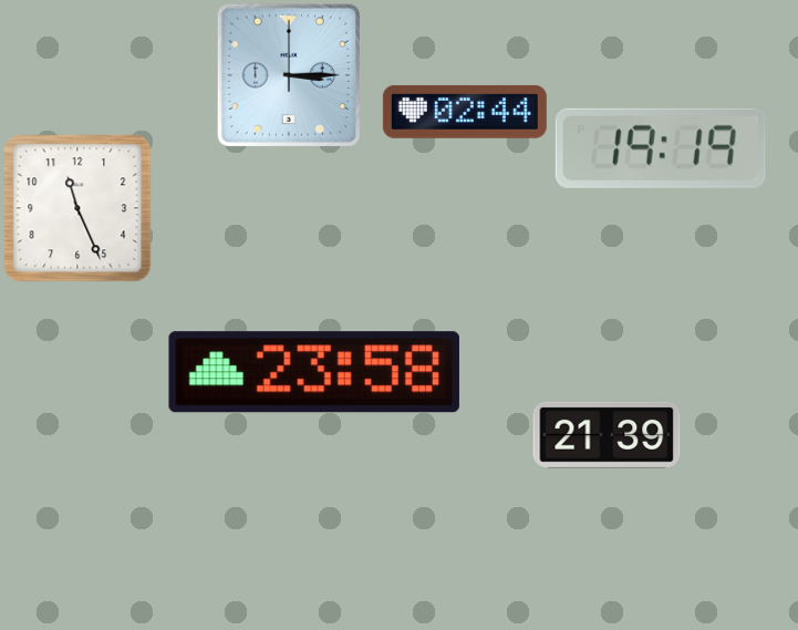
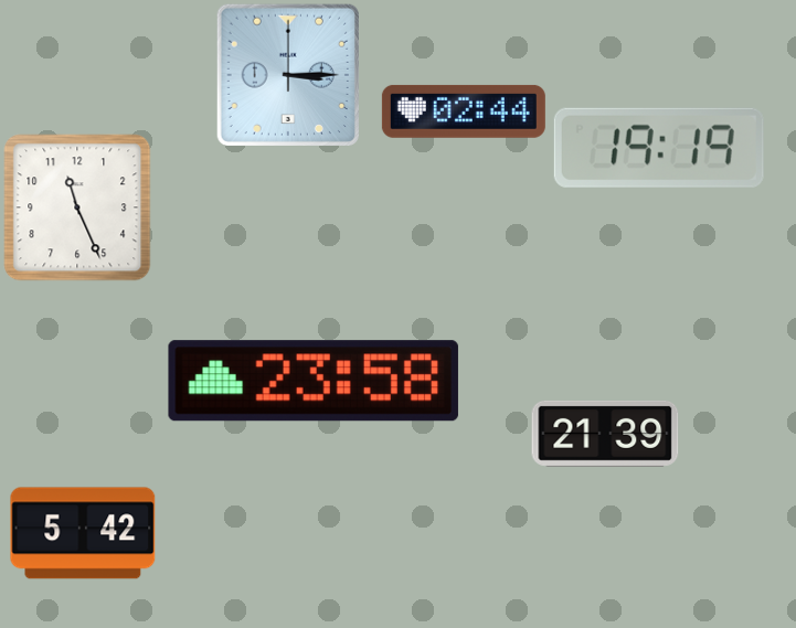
clock at (314, 372) position: (314, 372) -> (314, 381)
clock at (83, 533): none -> 5:42
